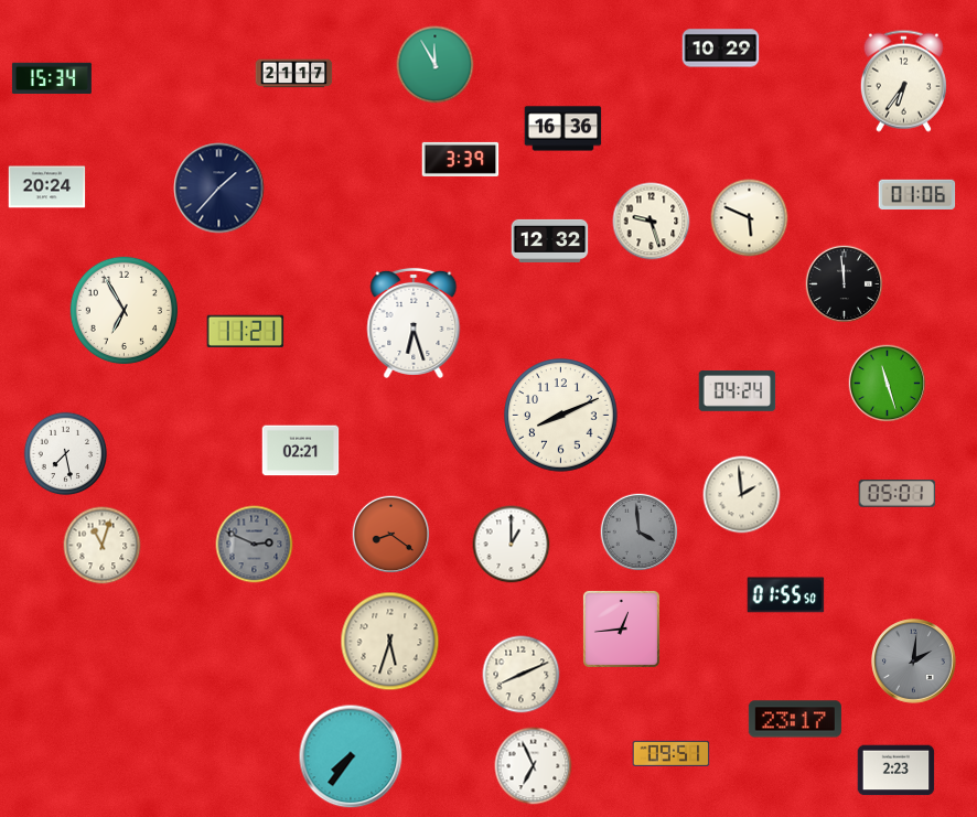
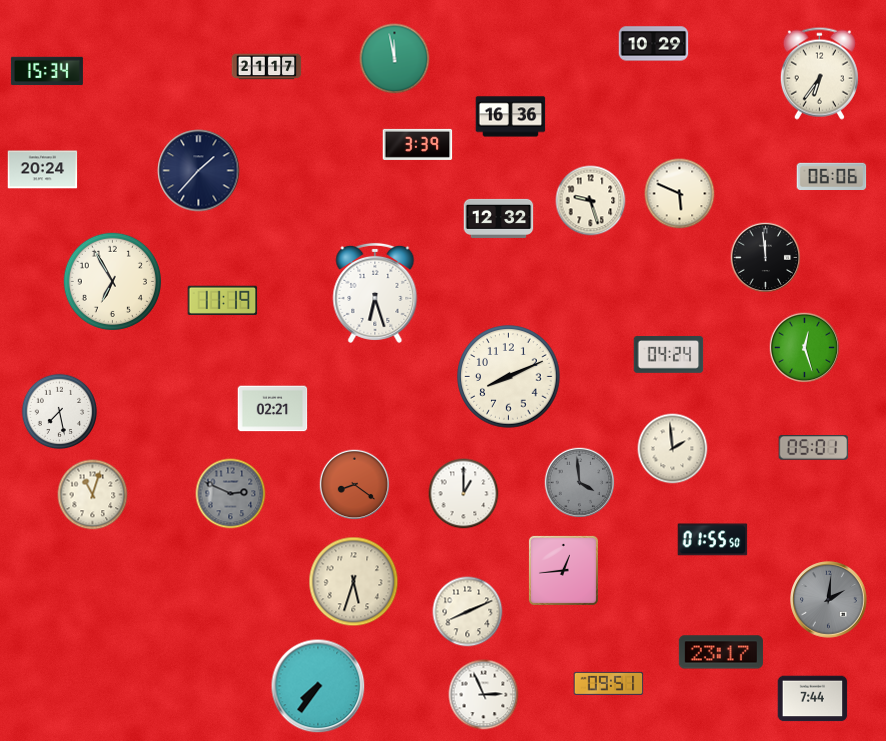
clock at (436, 65): 11:55 -> 11:58
clock at (917, 194): 01:06 -> 06:06
clock at (750, 218) position: (750, 218) -> (680, 194)
clock at (246, 331): 11:21 -> 11:19
clock at (888, 384): 11:27 -> 12:27
clock at (522, 675) position: (522, 675) -> (468, 612)
clock at (534, 766): 6:56 -> 2:56
clock at (897, 771): 2:23 -> 7:44
